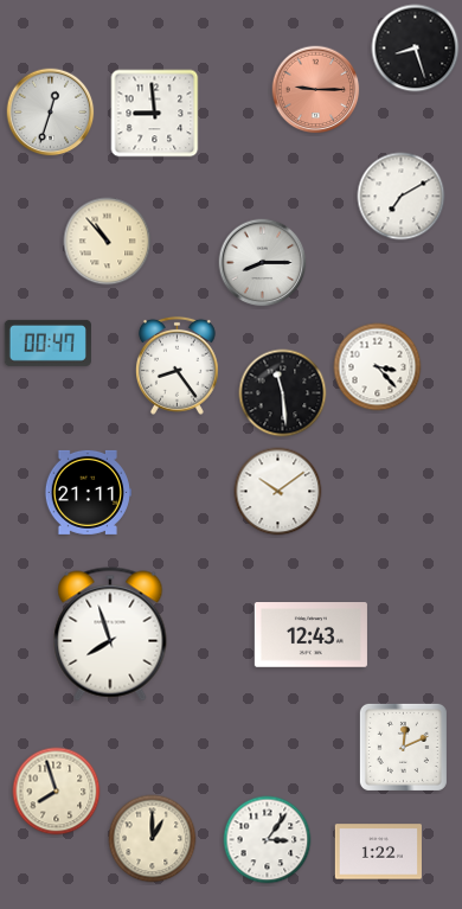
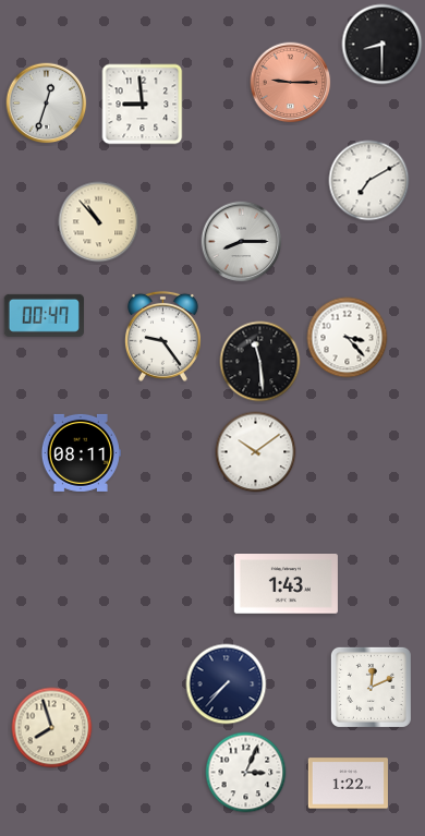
clock at (416, 49): 8:27 -> 8:30
clock at (177, 365): 8:24 -> 9:24
clock at (88, 492): 21:11 -> 08:11
clock at (110, 634): 7:57 -> none
clock at (310, 635): 12:43 -> 1:43
clock at (227, 684): none -> 7:37
clock at (153, 839): 1:00 -> none
clock at (268, 840): 3:06 -> 3:04
